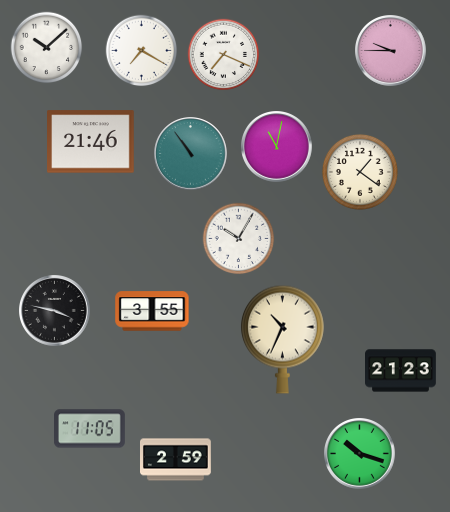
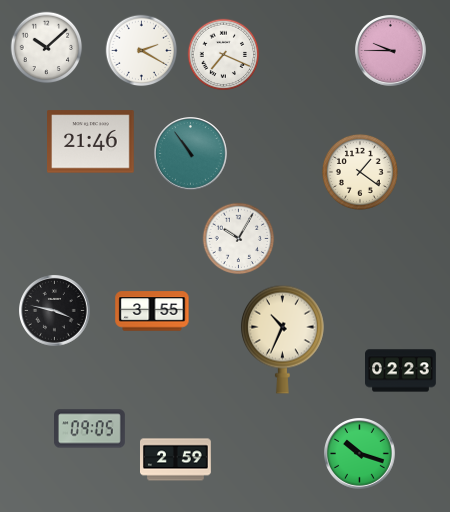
clock at (142, 51): 7:20 -> 2:20
clock at (277, 147): 11:02 -> none
clock at (401, 371): 21:23 -> 02:23
clock at (90, 429): 11:05 -> 09:05
